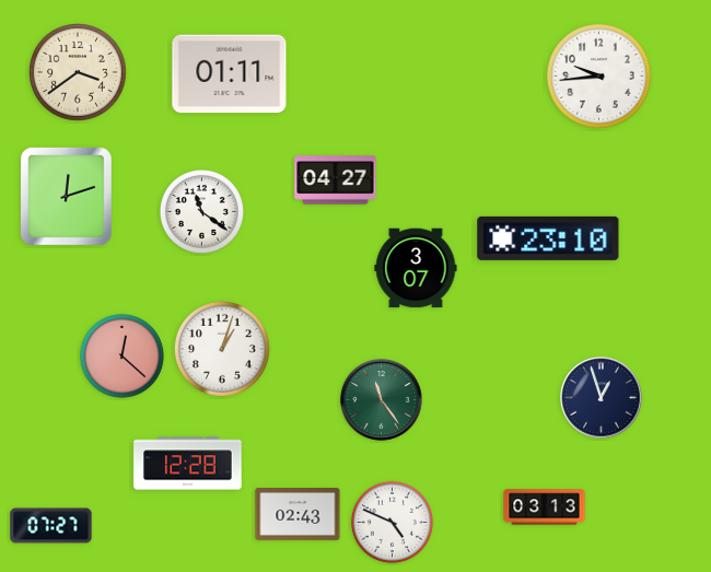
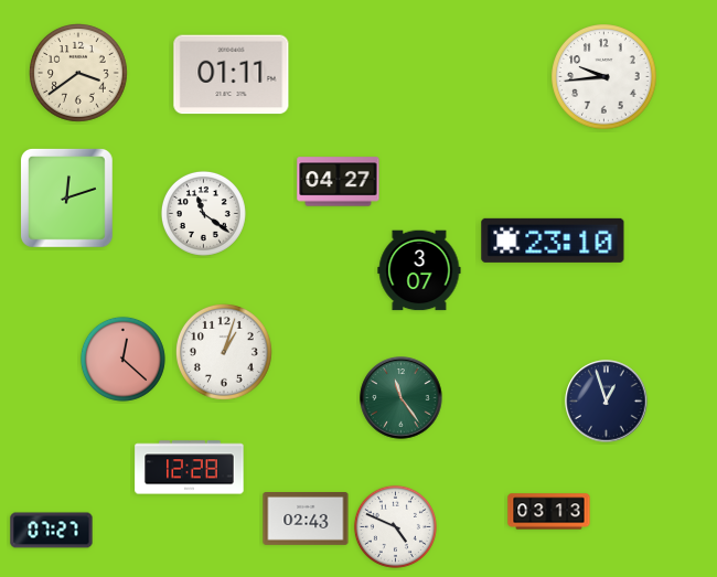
clock at (382, 400) position: (382, 400) -> (402, 398)
clock at (298, 515) position: (298, 515) -> (306, 520)
